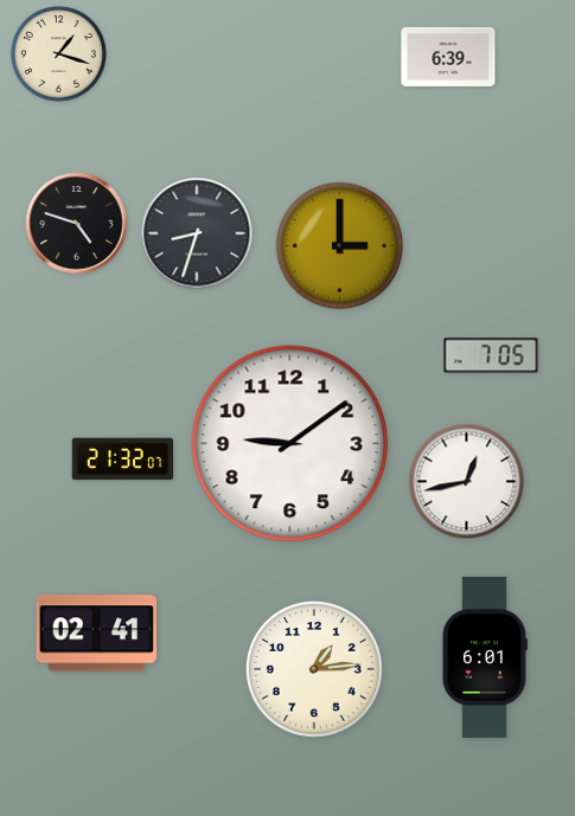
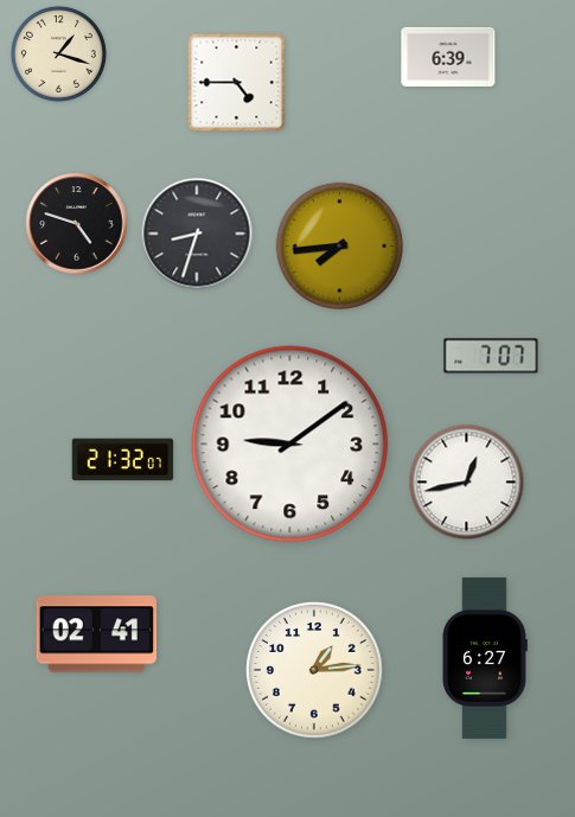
clock at (237, 83): none -> 4:45
clock at (340, 246): 3:00 -> 7:44
clock at (491, 355): 7:05 -> 7:07
clock at (485, 657): 6:01 -> 6:27
